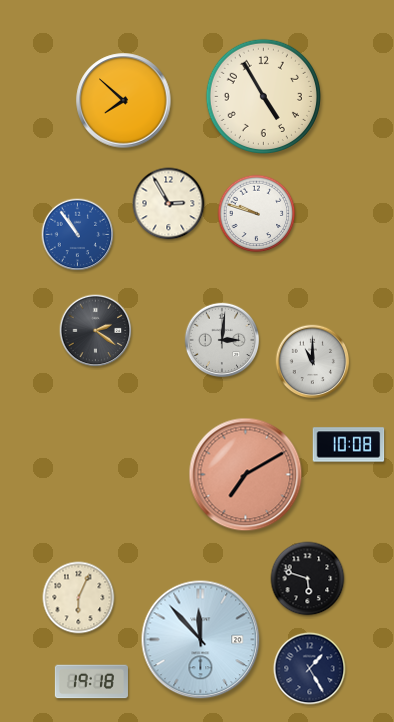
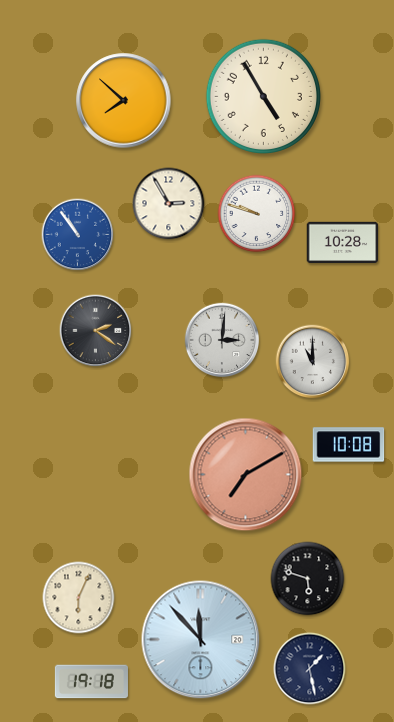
clock at (343, 243): none -> 10:28
clock at (310, 669): 1:25 -> 1:28
